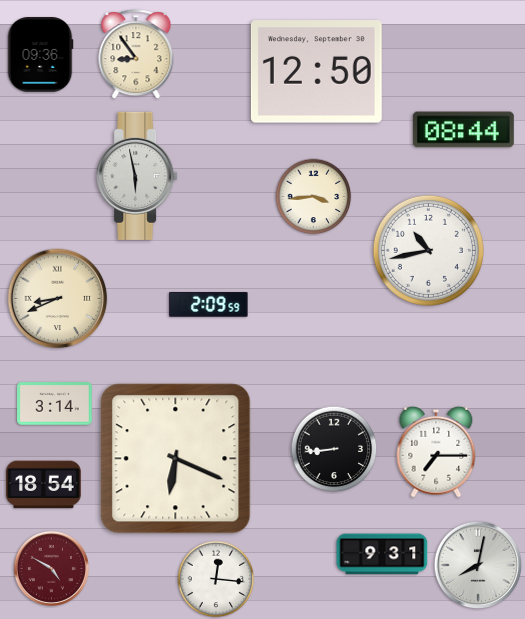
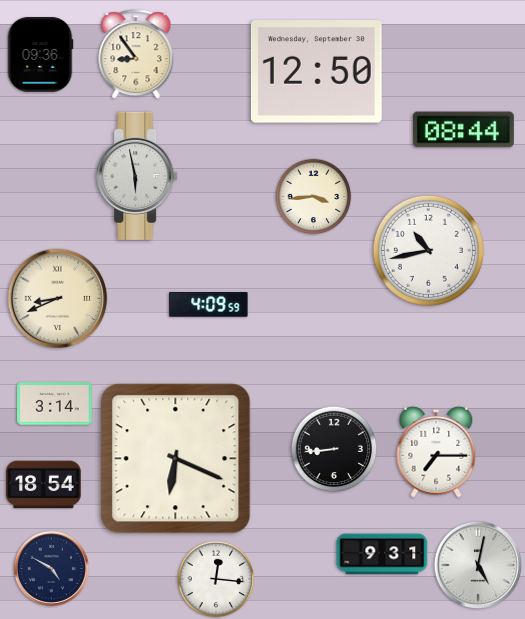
clock at (209, 305): 2:09 -> 4:09
clock at (478, 565): 8:02 -> 5:02
clock at (51, 568) dial: burgundy -> navy
